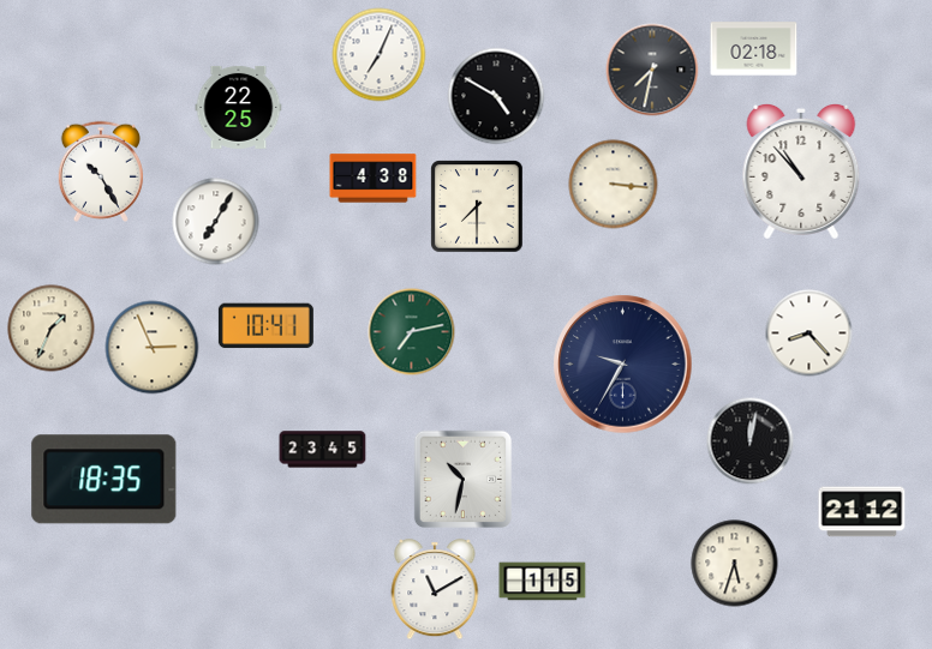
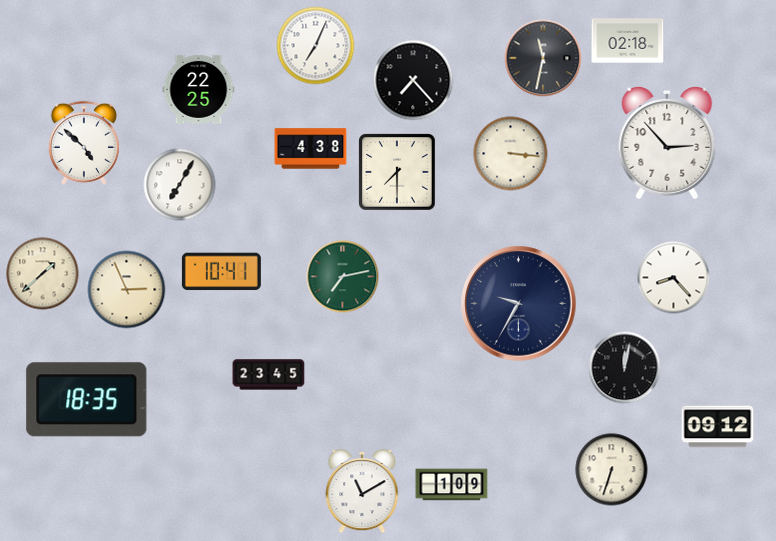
clock at (652, 70): 7:32 -> 11:32
clock at (496, 96): 4:50 -> 7:23
clock at (101, 172): 10:25 -> 4:52
clock at (801, 172): 10:53 -> 2:53
clock at (52, 329): 1:34 -> 1:38
clock at (464, 480): 10:32 -> none
clock at (862, 512): 21:12 -> 09:12
clock at (735, 564): 5:33 -> 6:33
clock at (543, 582): 1:15 -> 1:09
